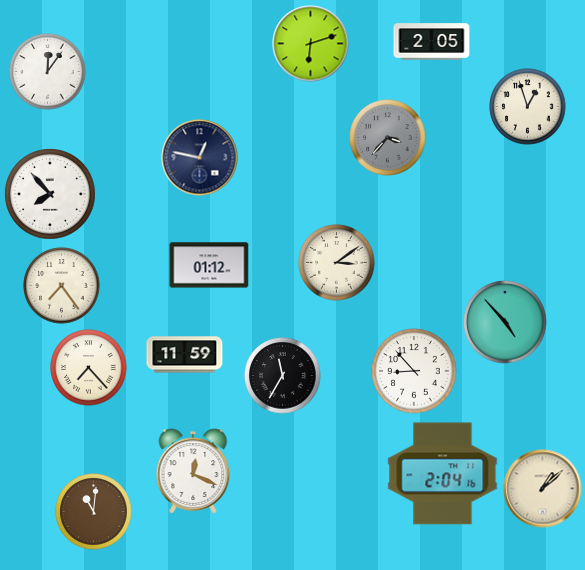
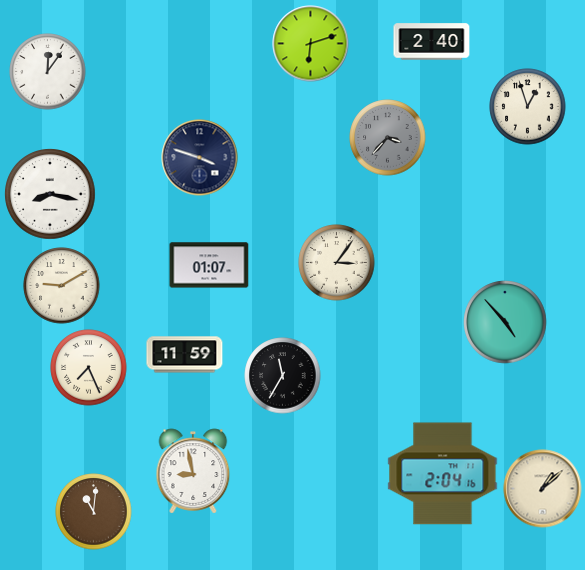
clock at (432, 42): 2:05 -> 2:40
clock at (200, 158): 12:47 -> 3:48
clock at (50, 194): 7:53 -> 8:17
clock at (337, 263): 3:09 -> 3:06
clock at (209, 265): 01:12 -> 01:07
clock at (62, 286): 7:24 -> 9:10
clock at (89, 368): 7:23 -> 7:26
clock at (414, 371): 8:53 -> none
clock at (193, 471): 12:19 -> 8:58
